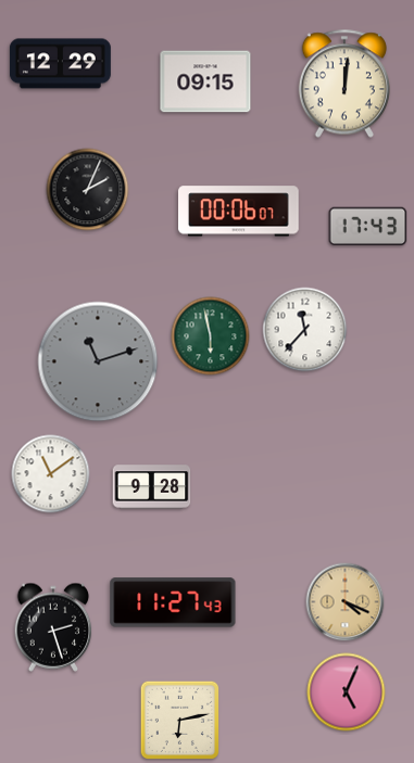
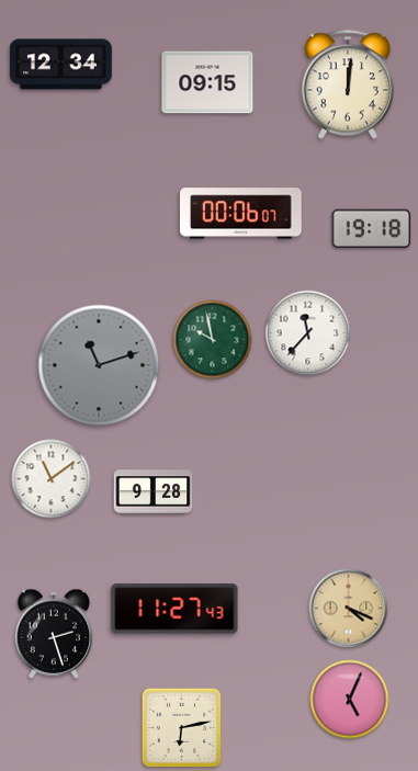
clock at (60, 64): 12:29 -> 12:34
clock at (88, 190): 2:04 -> none
clock at (368, 227): 17:43 -> 19:18
clock at (211, 336): 5:58 -> 9:58
